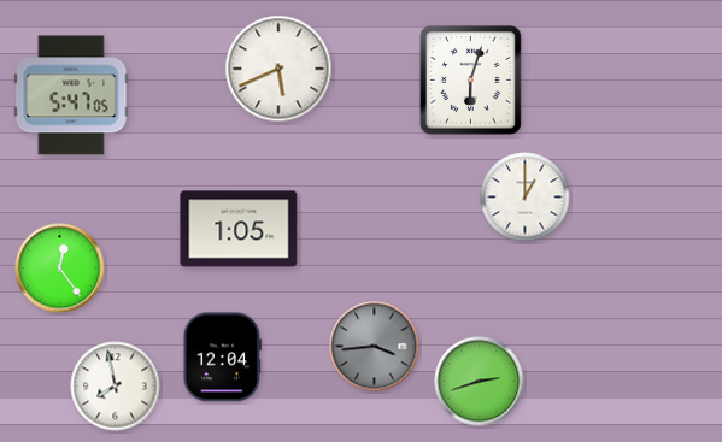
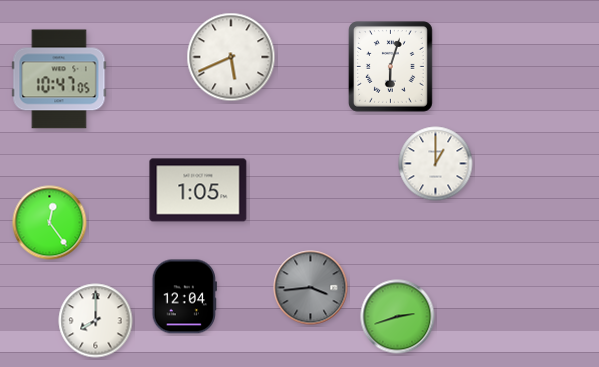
clock at (71, 95): 5:47 -> 10:47
clock at (116, 387): 7:58 -> 8:00
